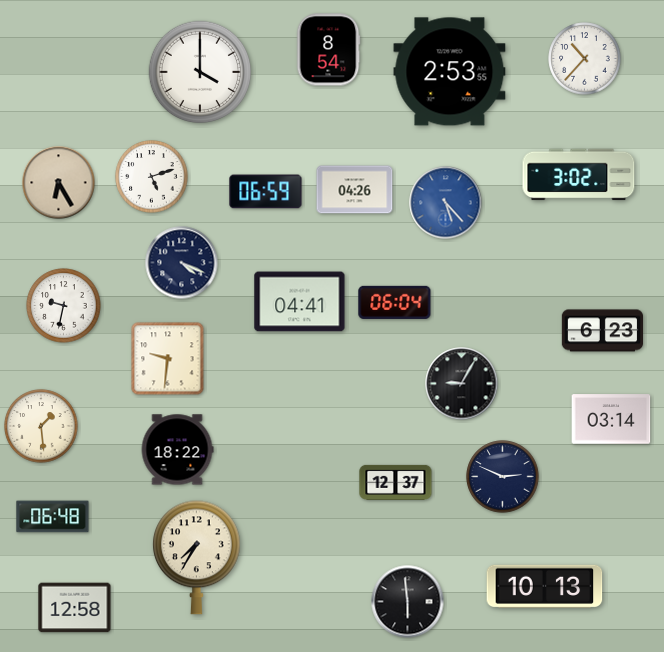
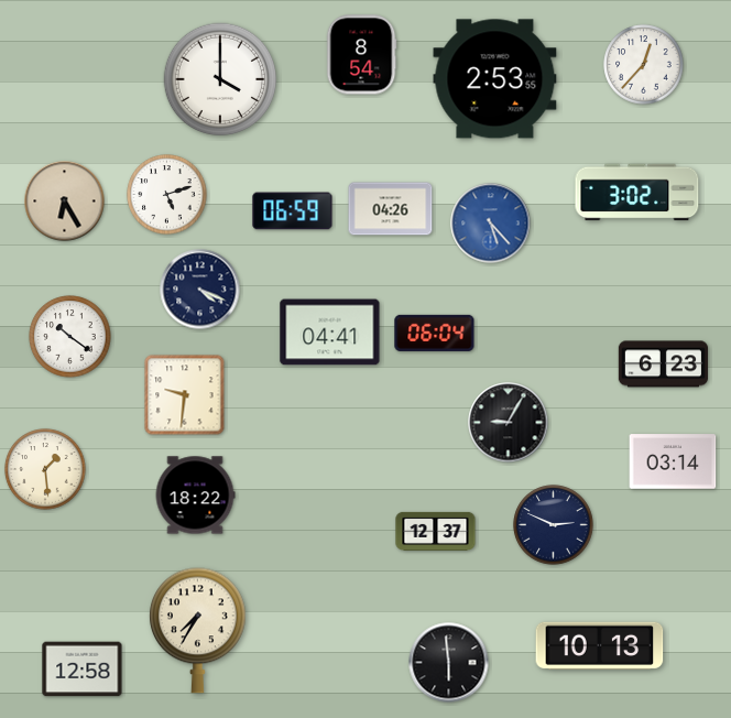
clock at (585, 59): 10:37 -> 12:37
clock at (64, 306): 9:32 -> 10:21
clock at (53, 517): 06:48 -> none
clock at (196, 558) position: (196, 558) -> (197, 631)
